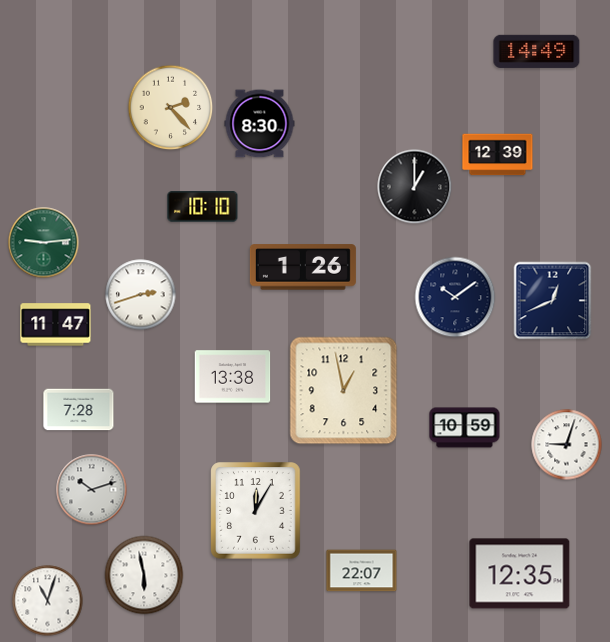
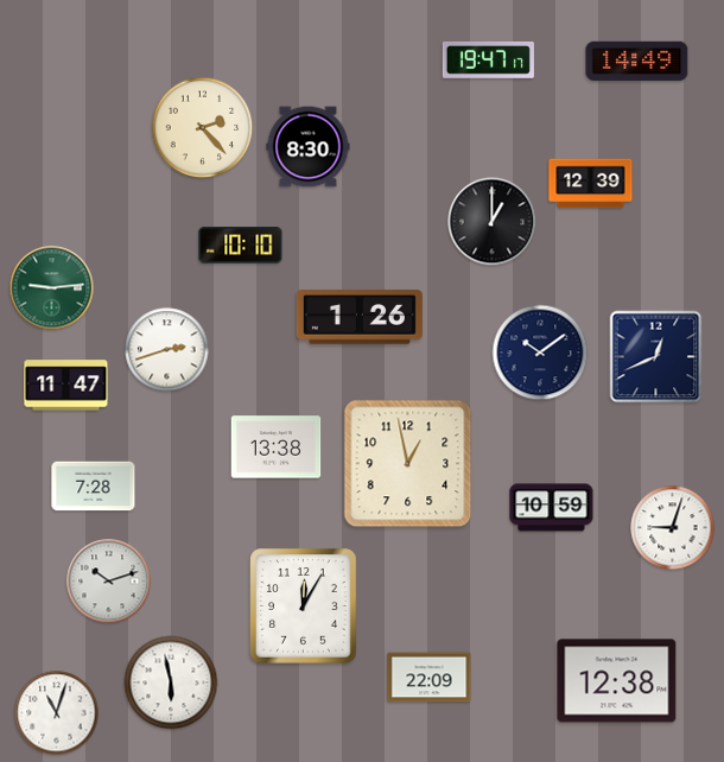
clock at (488, 61): none -> 19:47
clock at (362, 571): 22:07 -> 22:09
clock at (520, 574): 12:35 -> 12:38
